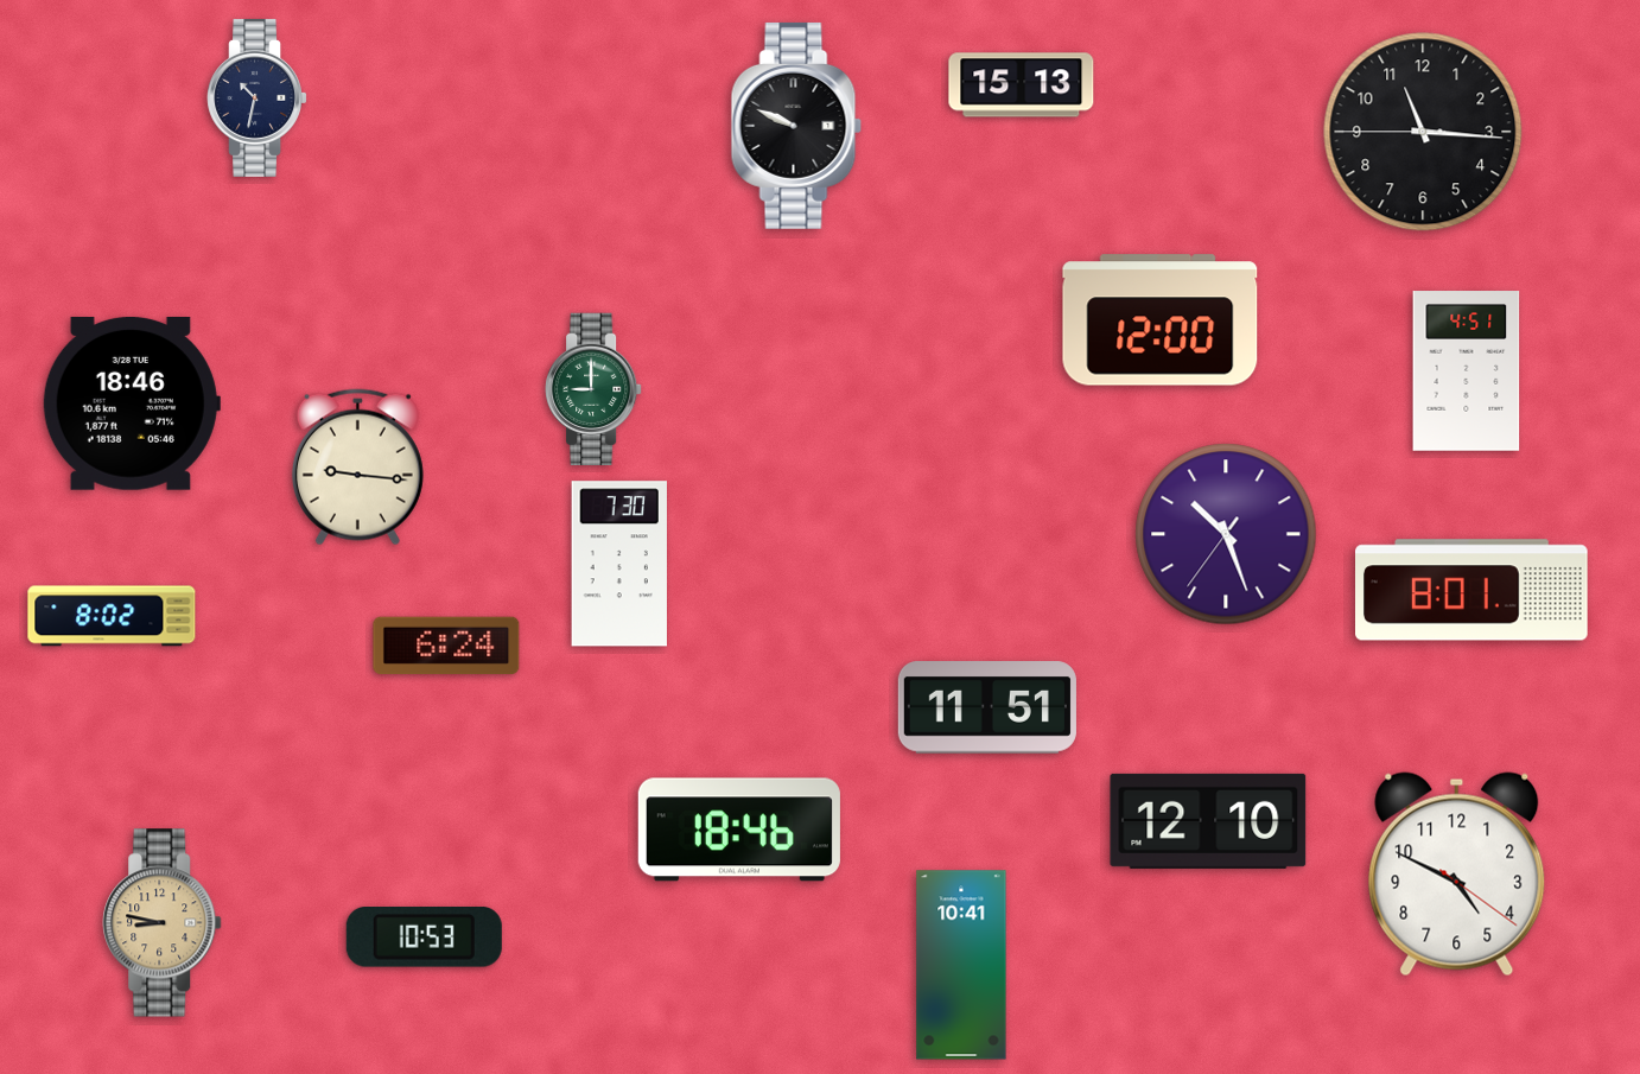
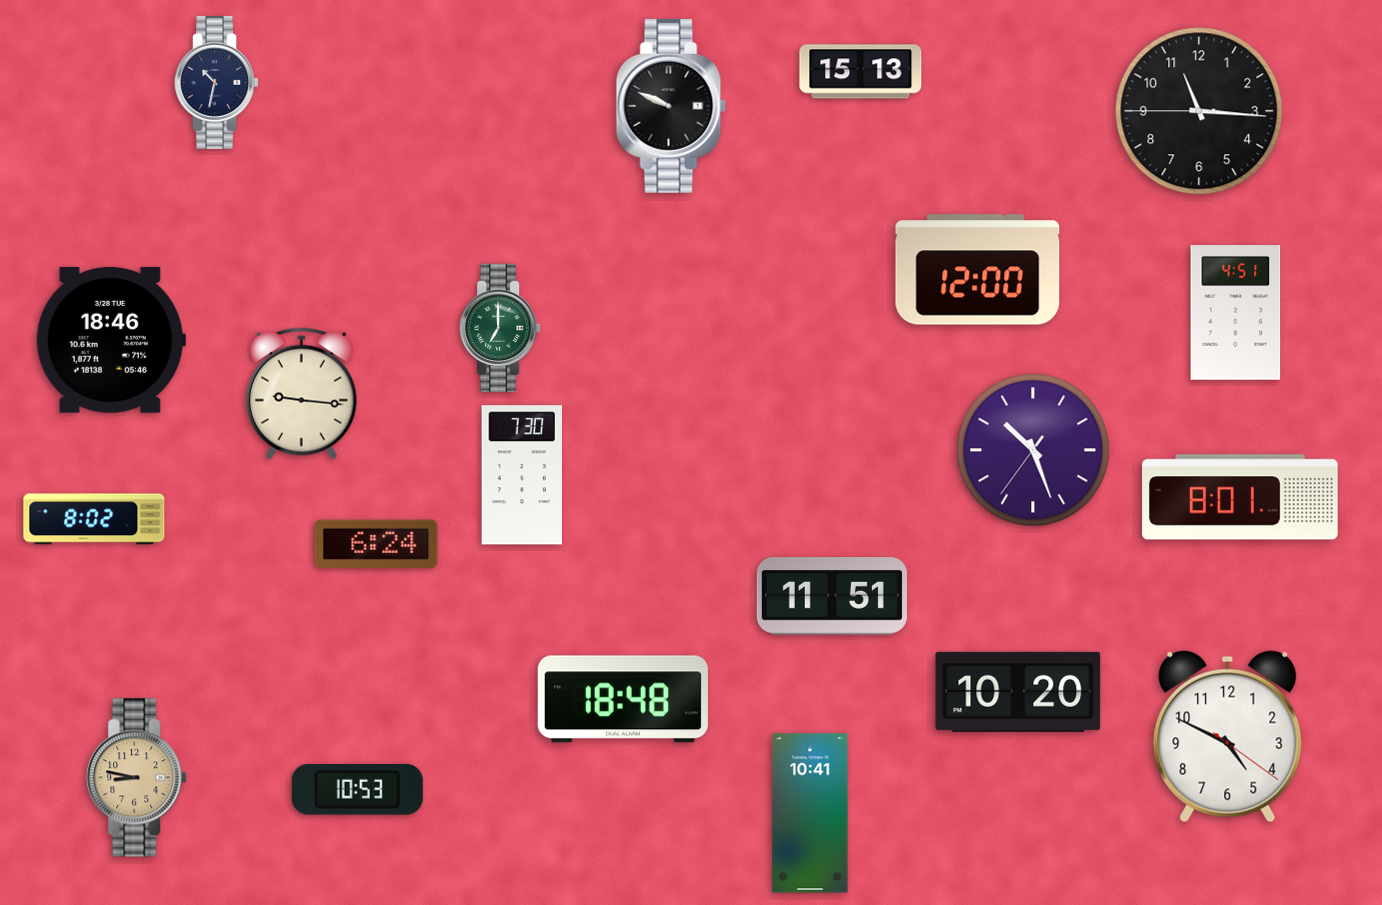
clock at (593, 389): 9:00 -> 7:00
clock at (1208, 821): 12:10 -> 10:20
clock at (739, 830): 18:46 -> 18:48
